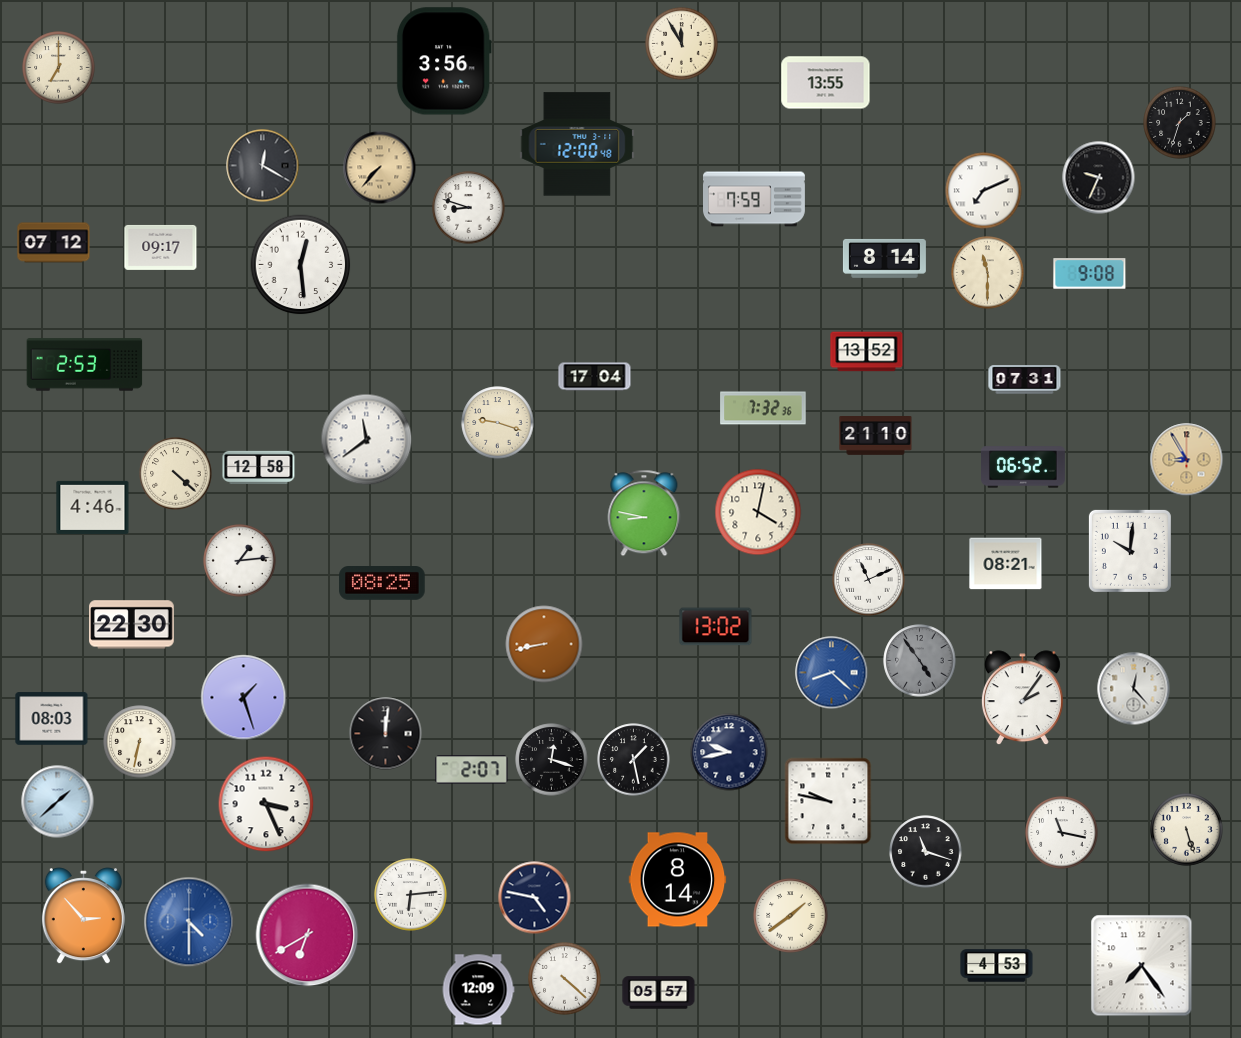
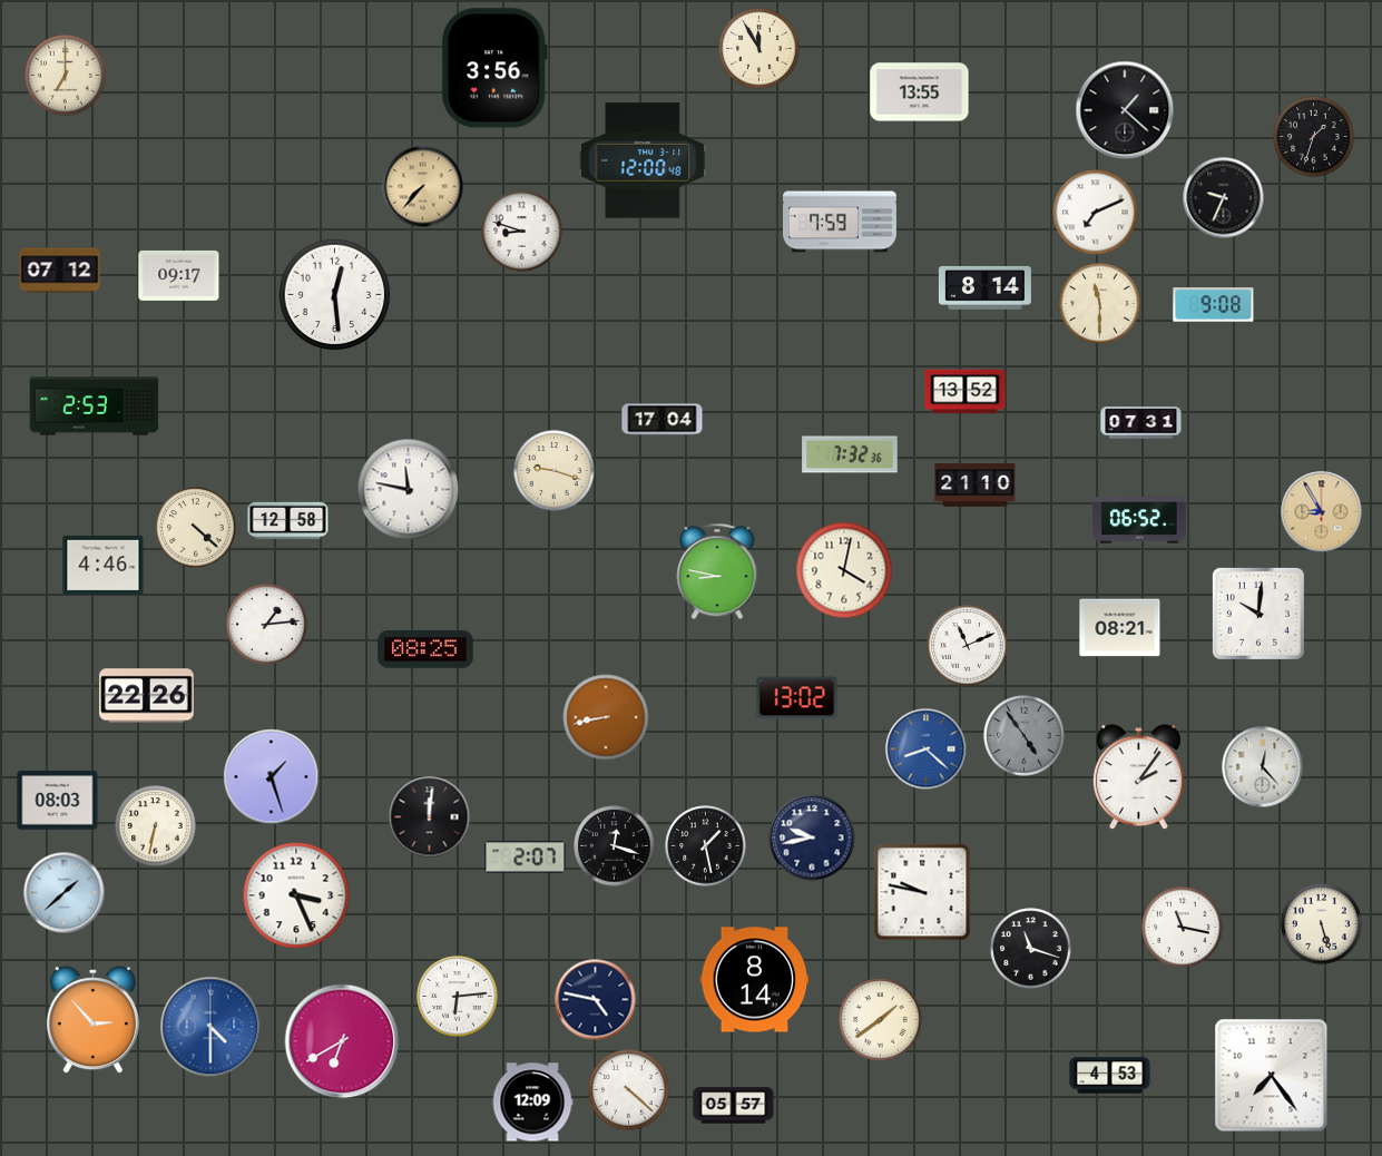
clock at (1125, 110): none -> 1:22
clock at (263, 166): 12:20 -> none
clock at (367, 440): 11:39 -> 11:47
clock at (132, 625): 22:30 -> 22:26
